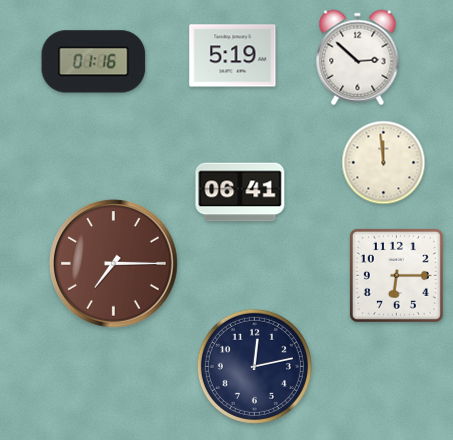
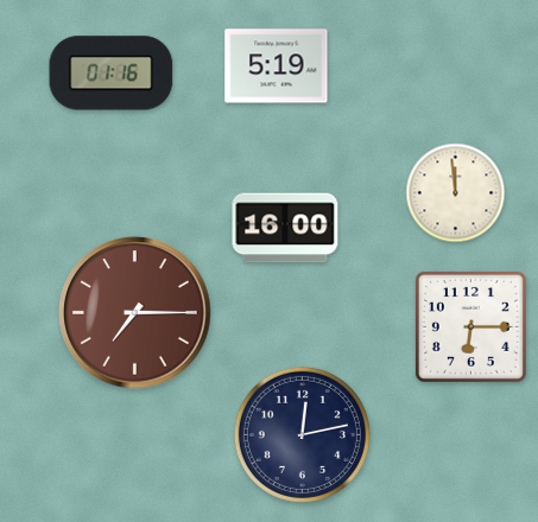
clock at (358, 58): 2:52 -> none
clock at (240, 192): 06:41 -> 16:00
